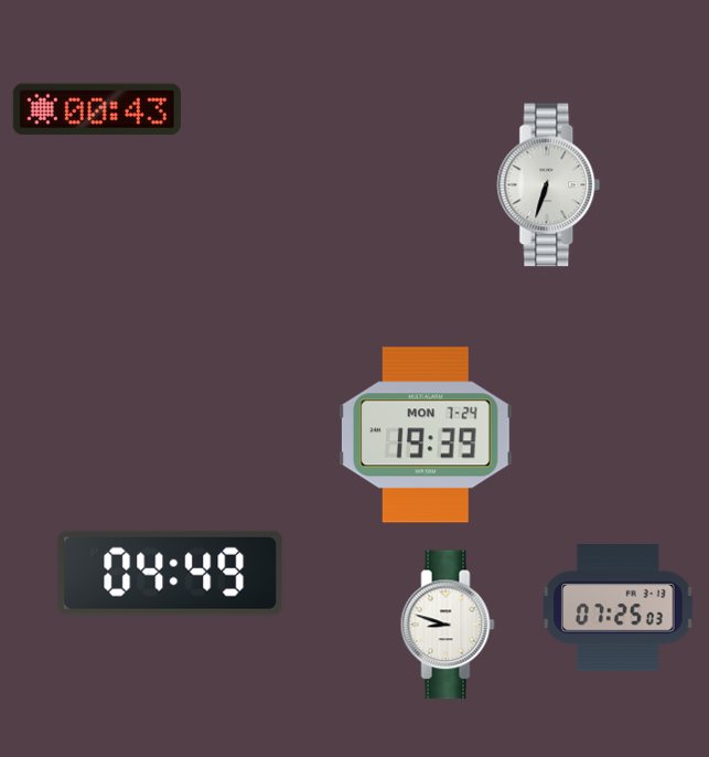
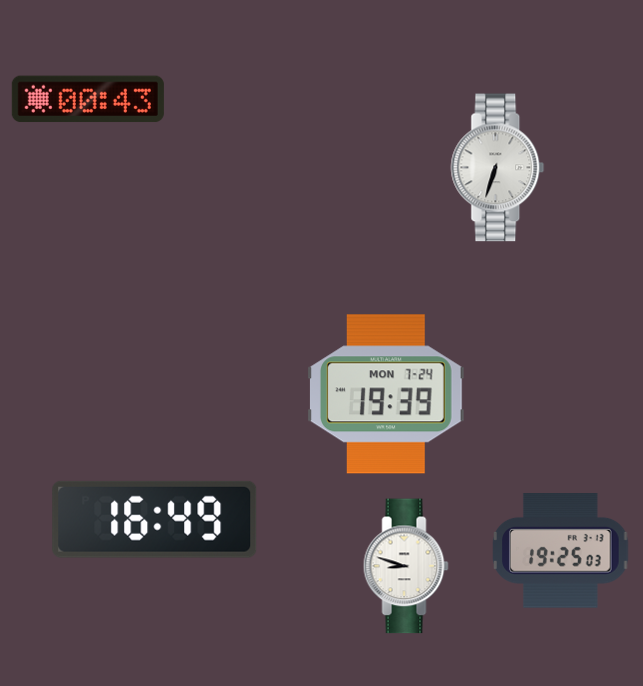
clock at (171, 573): 04:49 -> 16:49
clock at (619, 608): 07:25 -> 19:25
